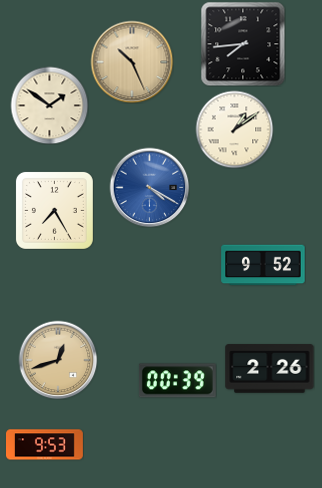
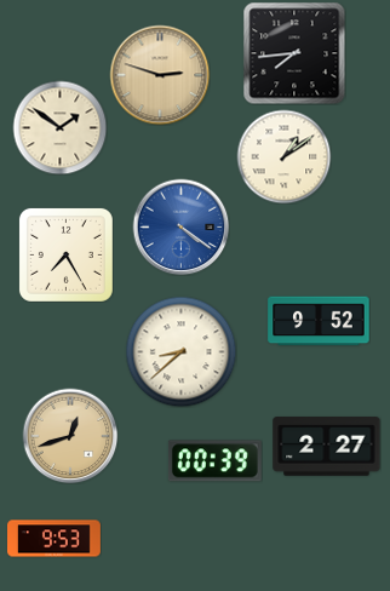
clock at (132, 62): 10:26 -> 2:48
clock at (149, 187): 4:20 -> 4:21
clock at (180, 351): none -> 8:38
clock at (270, 369): 2:26 -> 2:27
